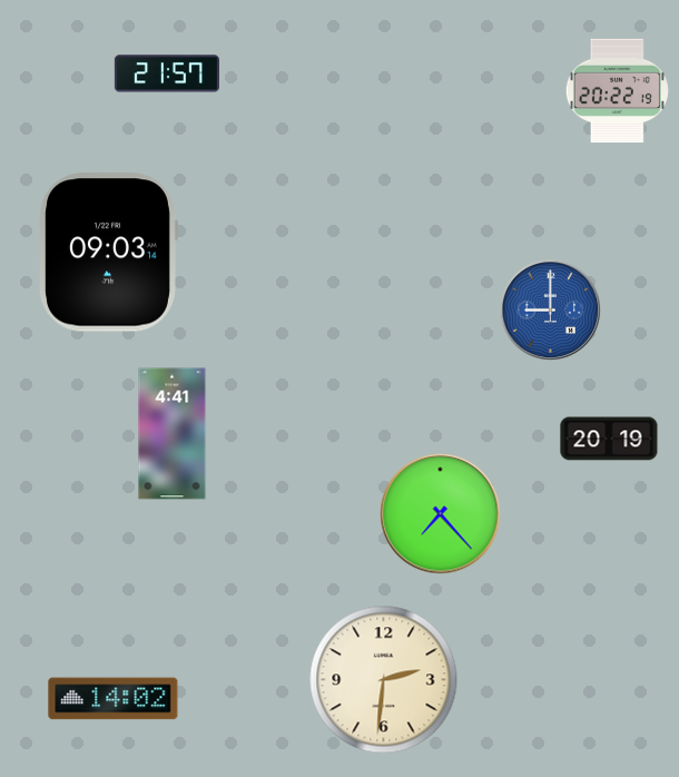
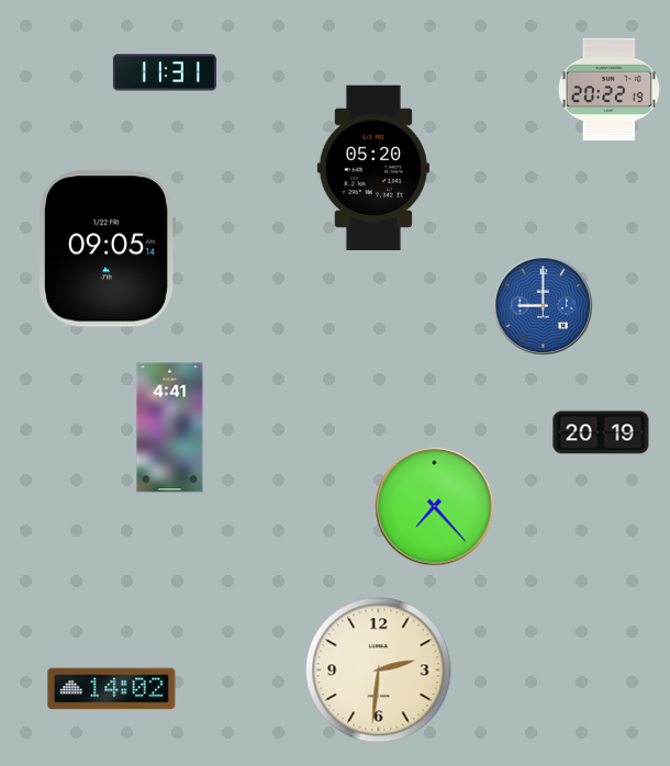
clock at (167, 73): 21:57 -> 11:31
clock at (373, 168): none -> 05:20
clock at (108, 253): 09:03 -> 09:05
